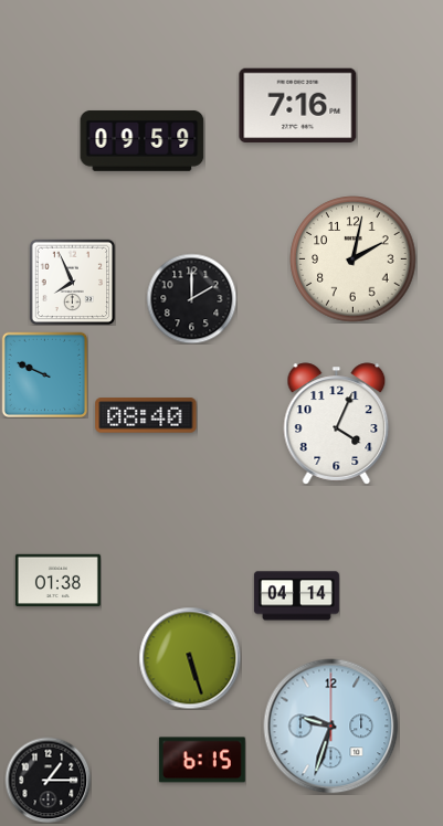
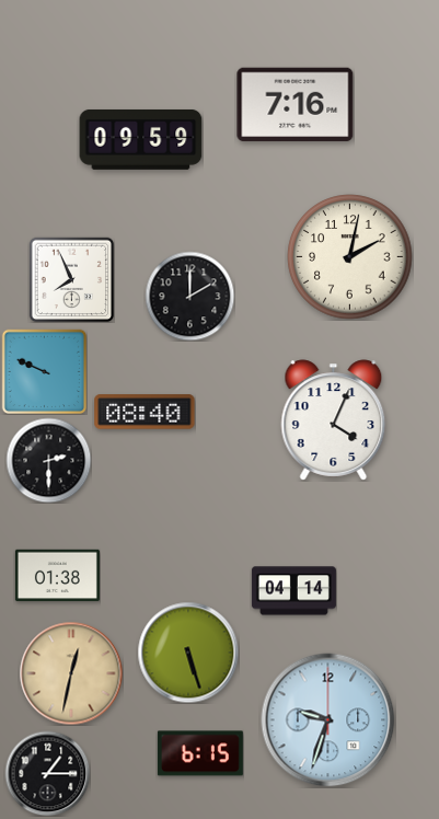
clock at (48, 460): none -> 2:30
clock at (71, 673): none -> 12:32
